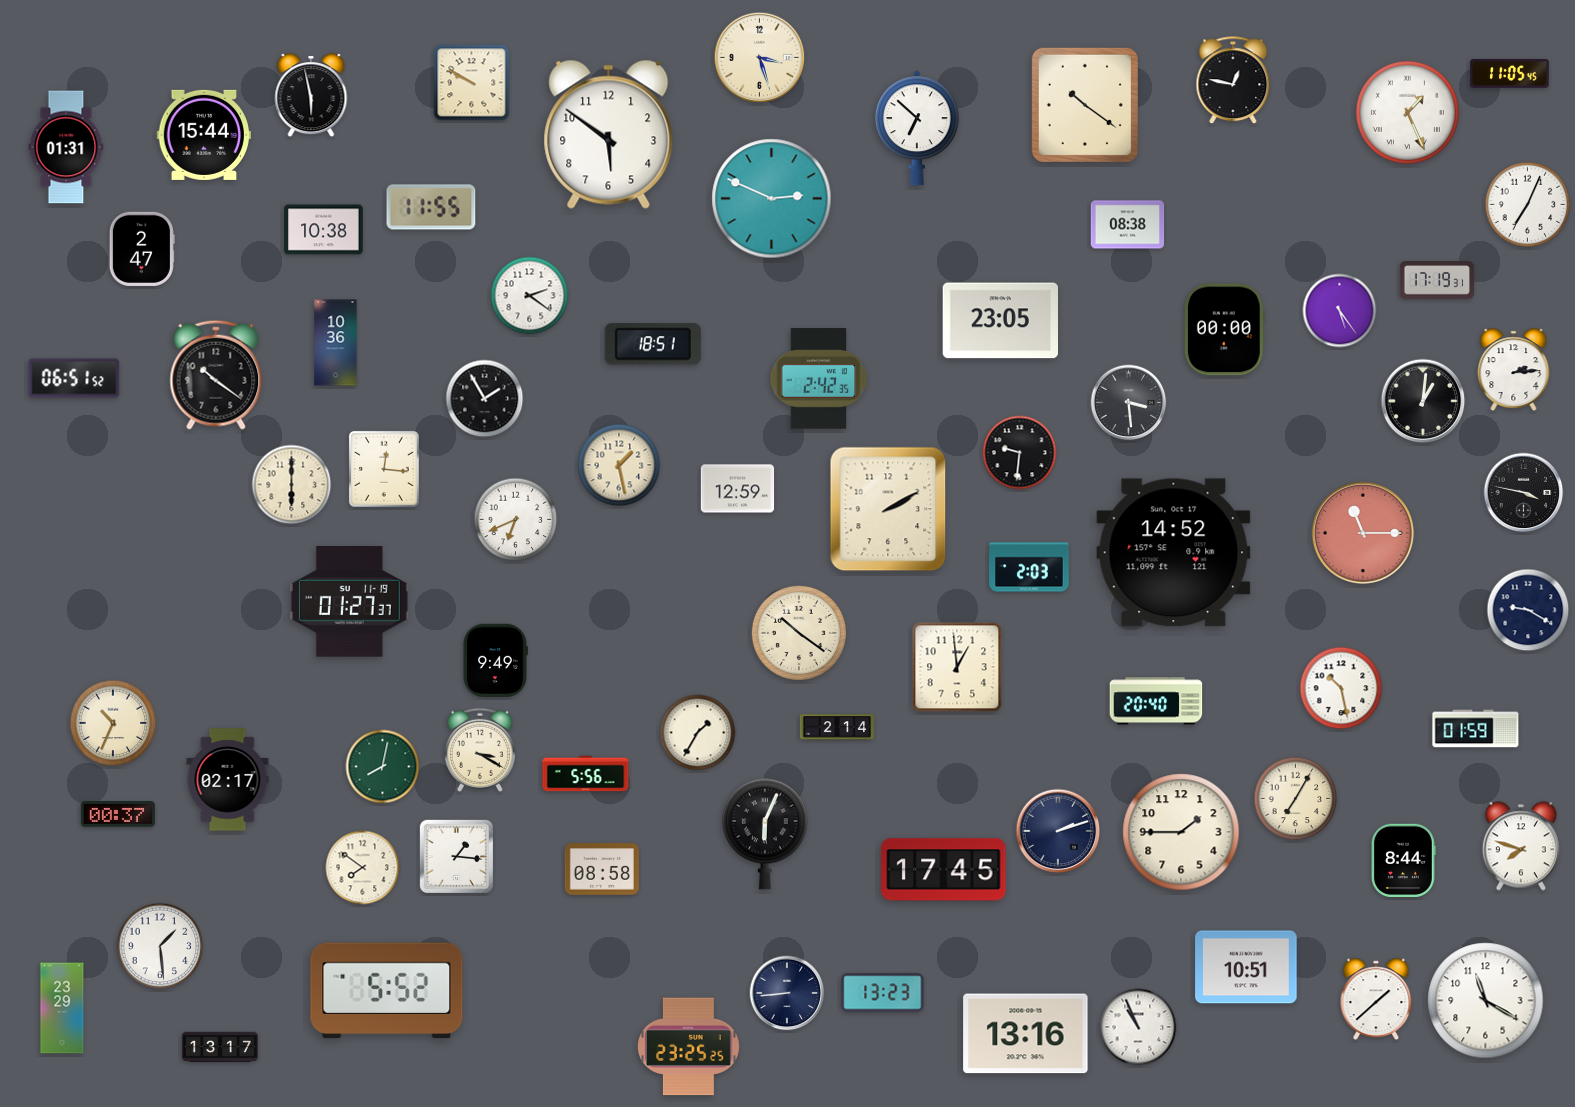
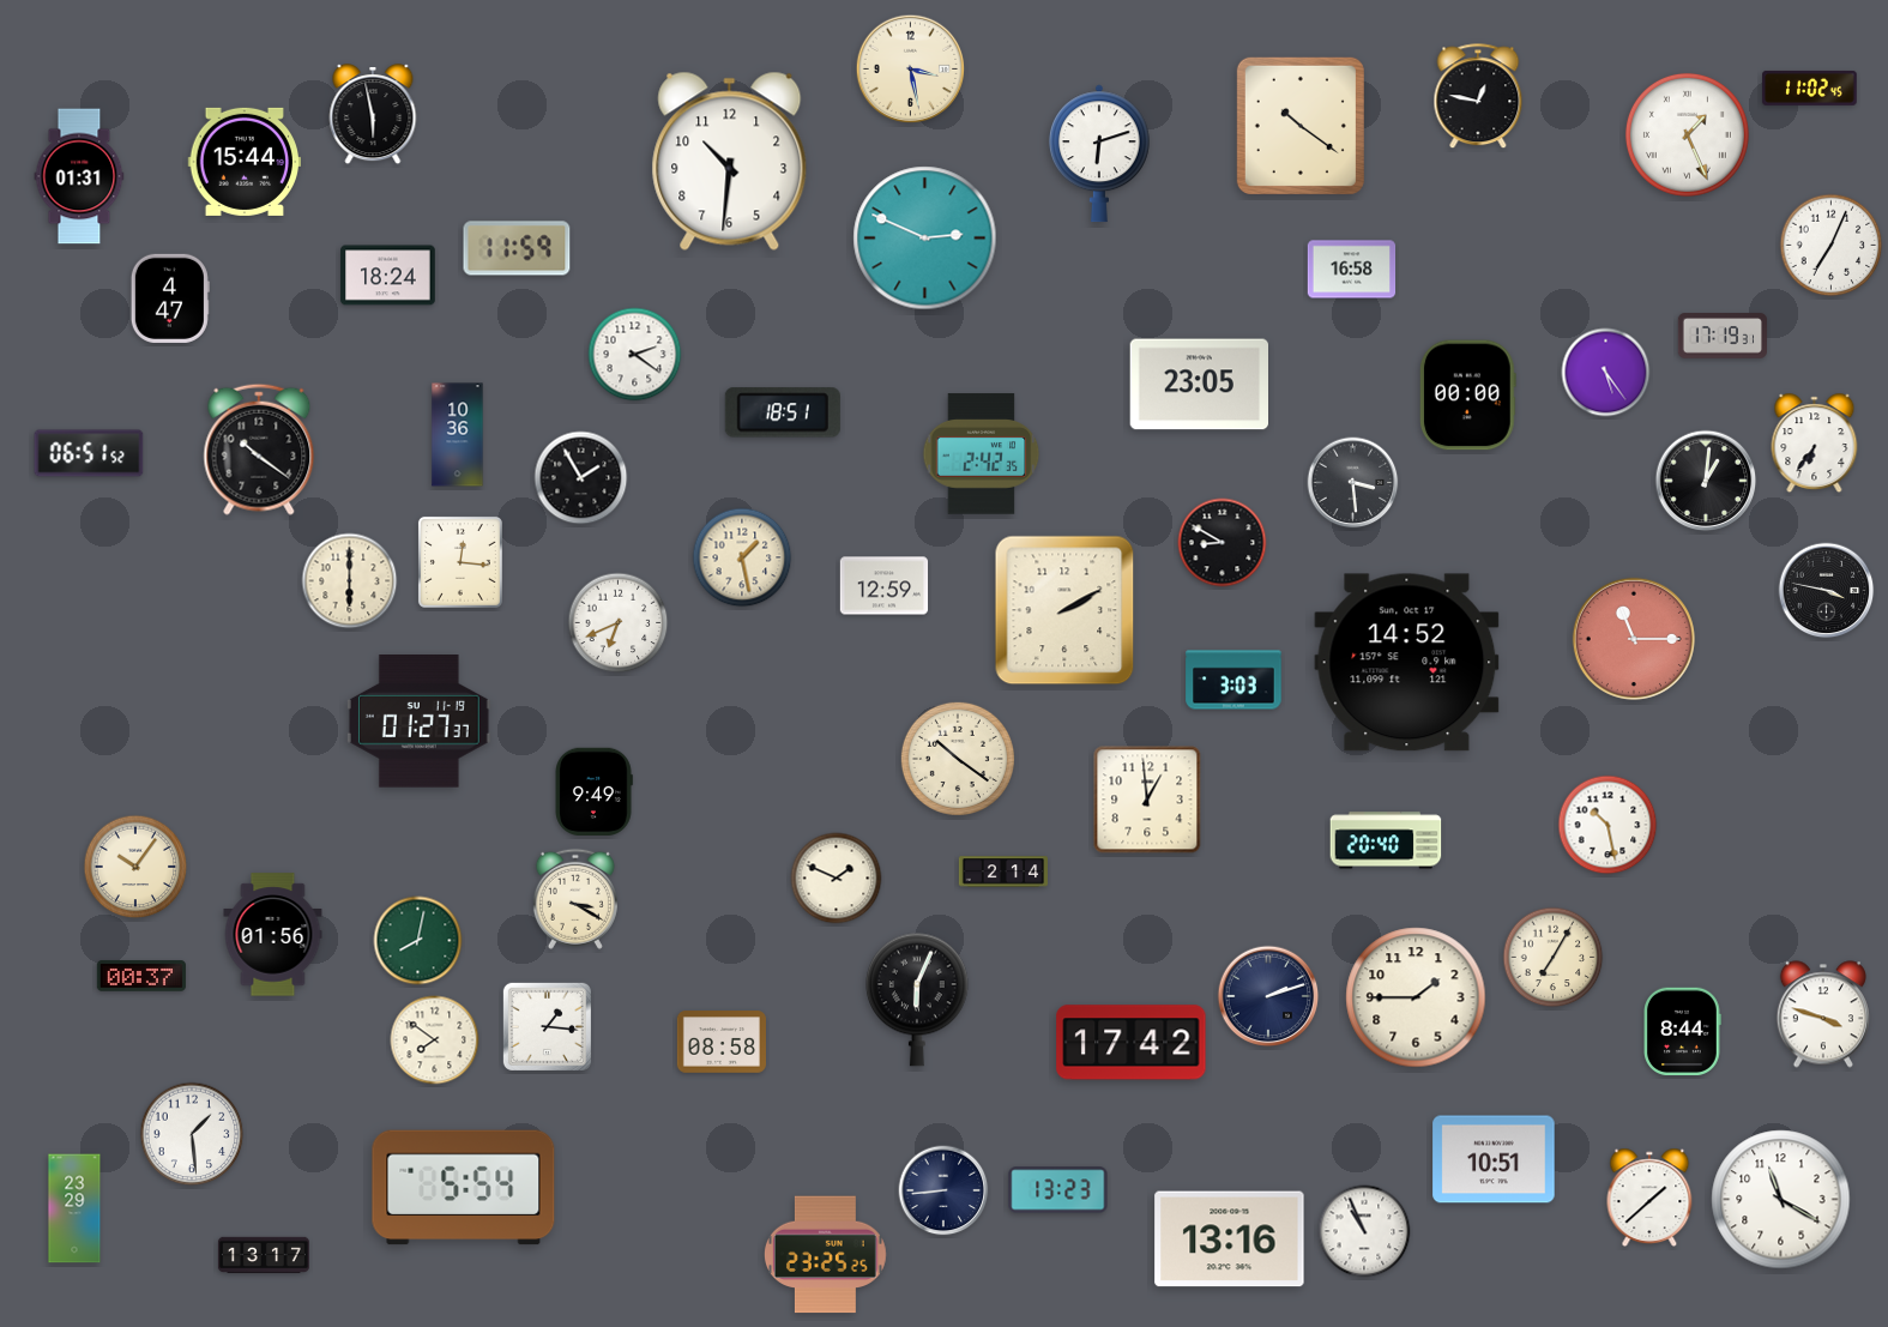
clock at (760, 58): 3:27 -> 3:28
clock at (1510, 73): 11:05 -> 11:02
clock at (472, 83): 9:50 -> none
clock at (917, 128): 6:52 -> 6:12
clock at (609, 134): 5:51 -> 10:31
clock at (431, 207): 11:55 -> 11:59
clock at (1128, 225): 08:38 -> 16:58
clock at (324, 230): 10:38 -> 18:24
clock at (142, 249): 2:47 -> 4:47
clock at (336, 343) position: (336, 343) -> (458, 435)
clock at (1514, 370): 2:14 -> 6:36
clock at (1020, 453): 9:31 -> 8:50
clock at (1029, 567): 2:03 -> 3:03
clock at (1528, 610): 9:20 -> none
clock at (113, 723): 10:34 -> 10:06
clock at (1476, 729): 01:59 -> none
clock at (698, 733): 1:35 -> 1:49
clock at (383, 767) position: (383, 767) -> (418, 941)
clock at (586, 774): 5:56 -> none
clock at (228, 780): 02:17 -> 01:56
clock at (1521, 846): 7:48 -> 3:48
clock at (944, 870): 17:45 -> 17:42
clock at (387, 991): 5:52 -> 5:54
